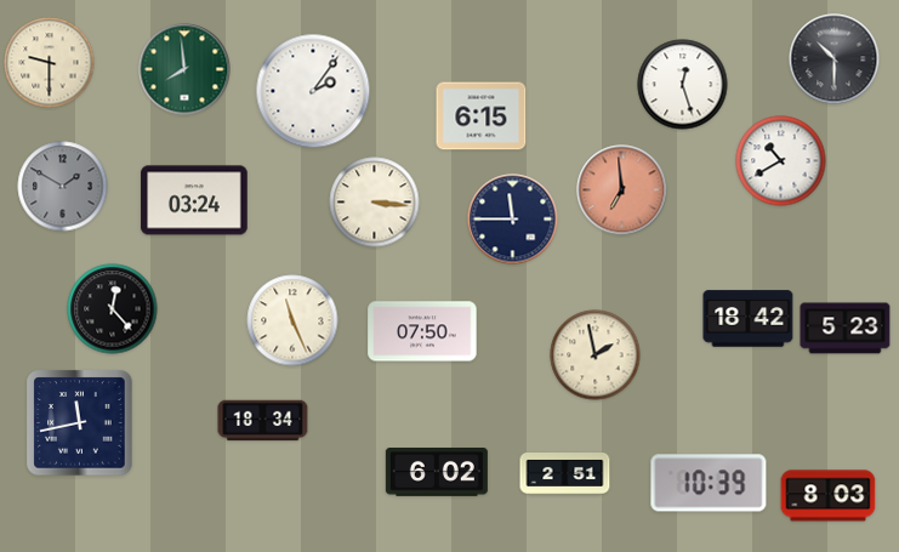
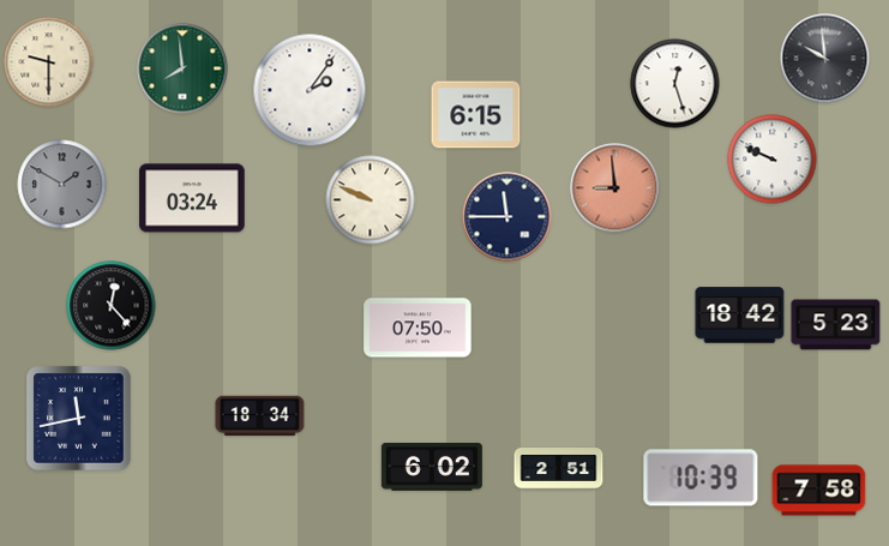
clock at (835, 59): 10:30 -> 9:59
clock at (781, 161): 10:40 -> 9:49
clock at (622, 190): 6:59 -> 8:59
clock at (375, 203): 3:16 -> 9:49
clock at (292, 320): 11:26 -> none
clock at (596, 355): 1:58 -> none
clock at (829, 496): 8:03 -> 7:58
